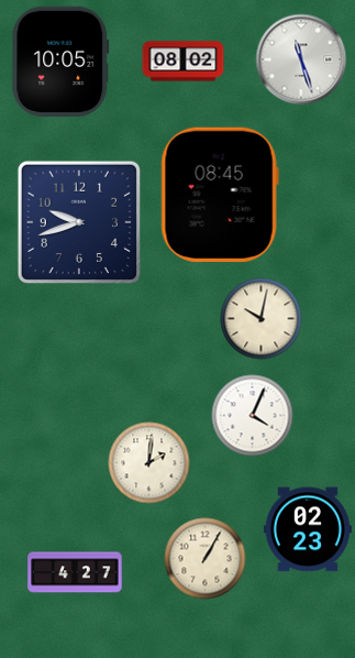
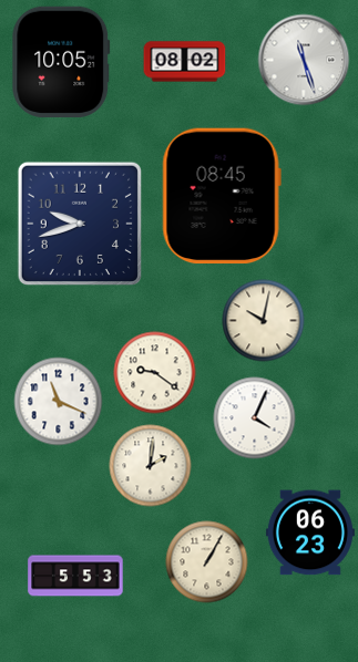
clock at (155, 373): none -> 9:21
clock at (59, 402): none -> 11:19
clock at (308, 529): 02:23 -> 06:23
clock at (75, 572): 4:27 -> 5:53
